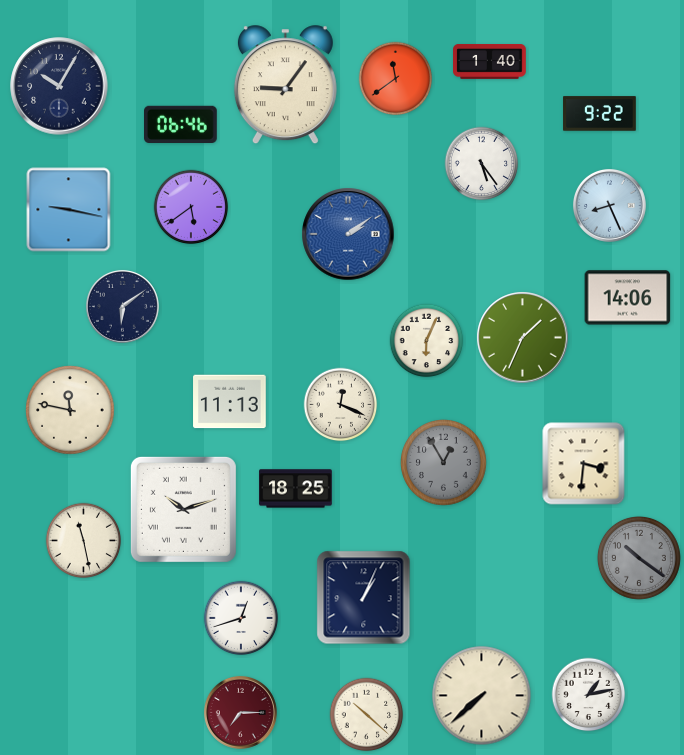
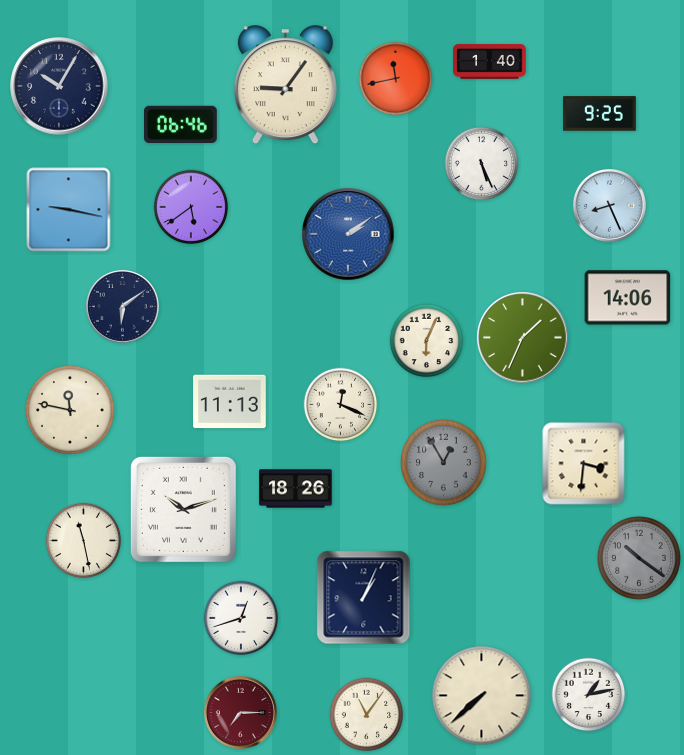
clock at (396, 79): 11:39 -> 11:43
clock at (600, 114): 9:22 -> 9:25
clock at (482, 164): 5:24 -> 5:26
clock at (296, 489): 18:25 -> 18:26
clock at (367, 715): 10:22 -> 11:06
